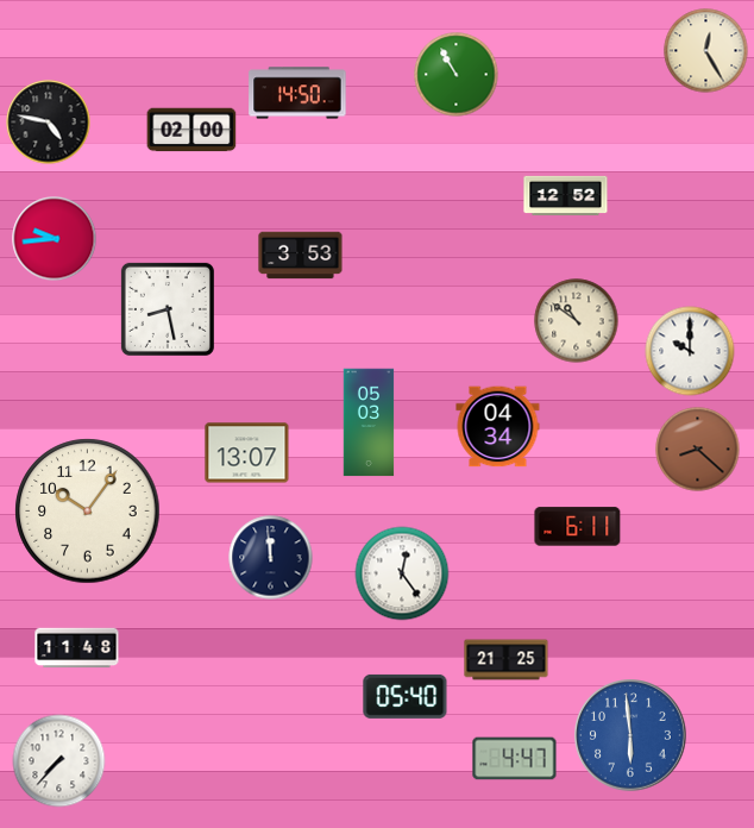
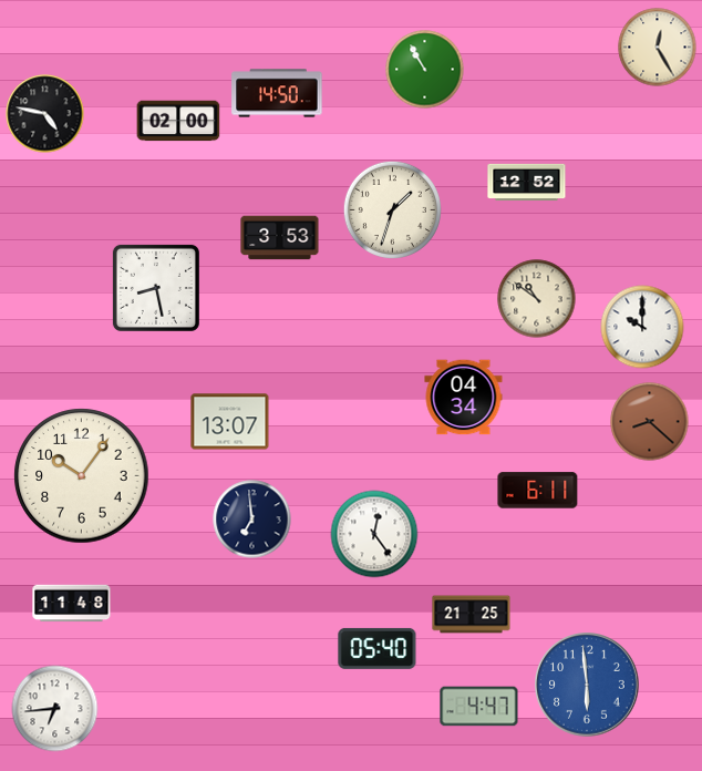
clock at (297, 93) position: (297, 93) -> (277, 93)
clock at (392, 209): none -> 1:33
clock at (55, 239): 9:44 -> none
clock at (369, 422): 05:03 -> none
clock at (698, 450) position: (698, 450) -> (650, 422)
clock at (271, 558): 11:59 -> 6:59
clock at (59, 761): 7:37 -> 6:44
